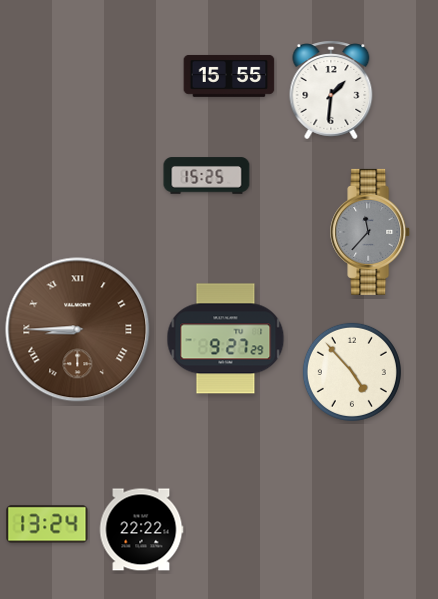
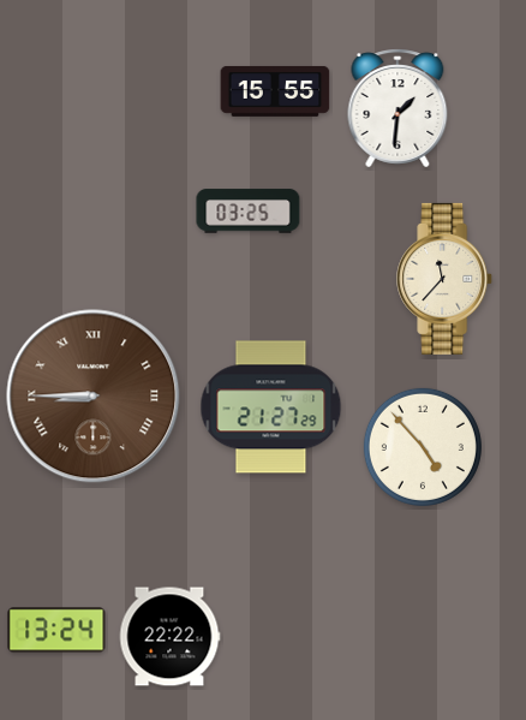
clock at (207, 176): 15:25 -> 03:25
clock at (371, 232) dial: grey -> cream
clock at (226, 339): 9:27 -> 21:27
